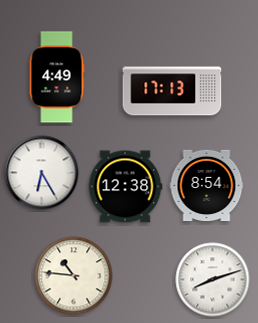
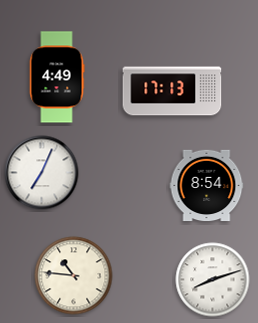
clock at (42, 173): 6:25 -> 7:04
clock at (125, 187): 12:38 -> none
